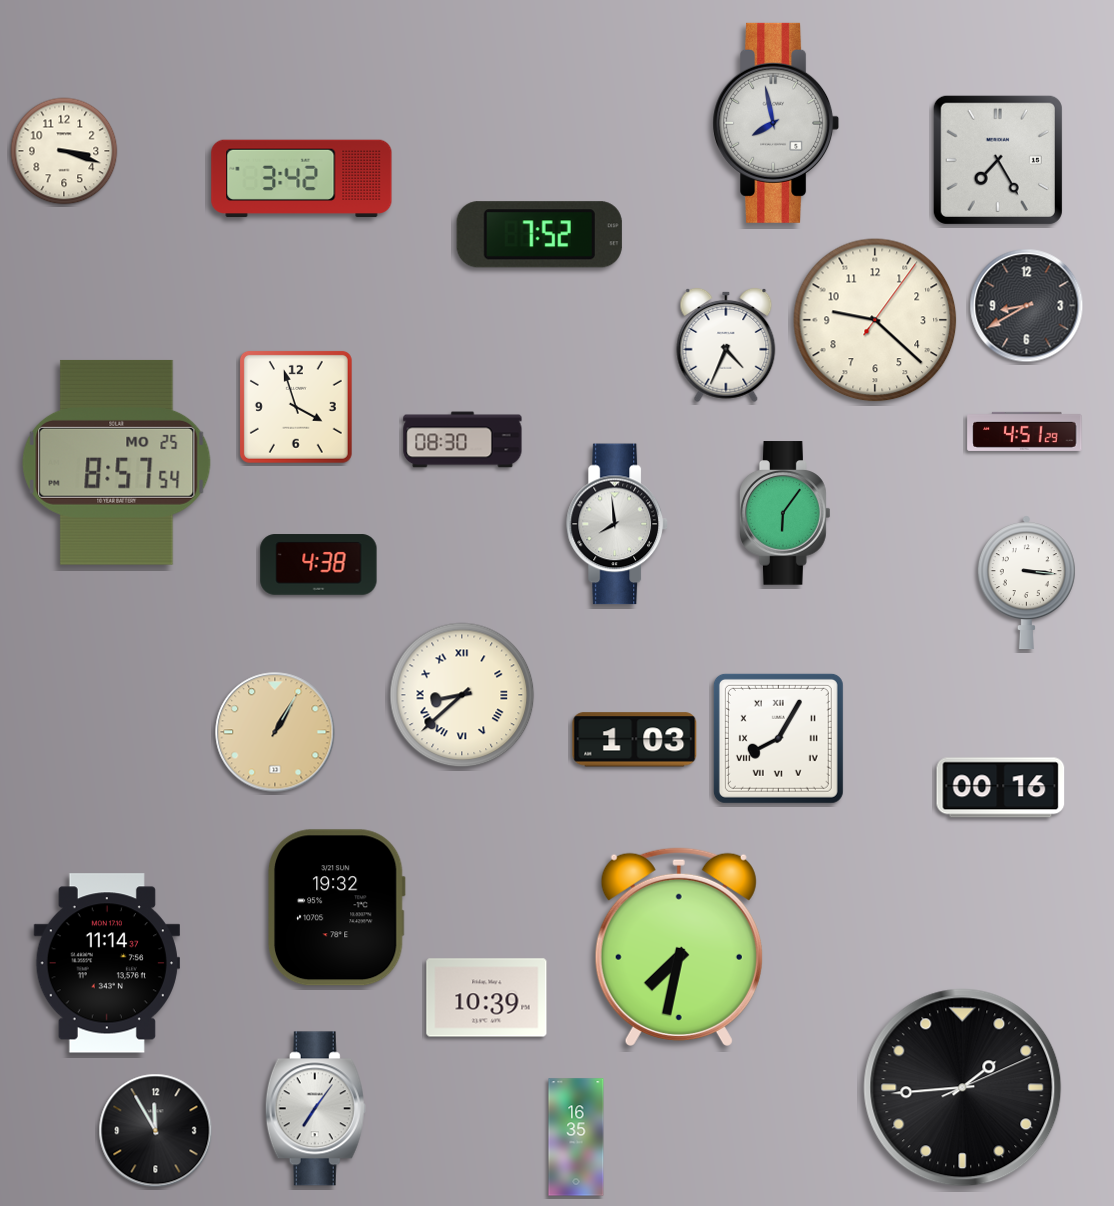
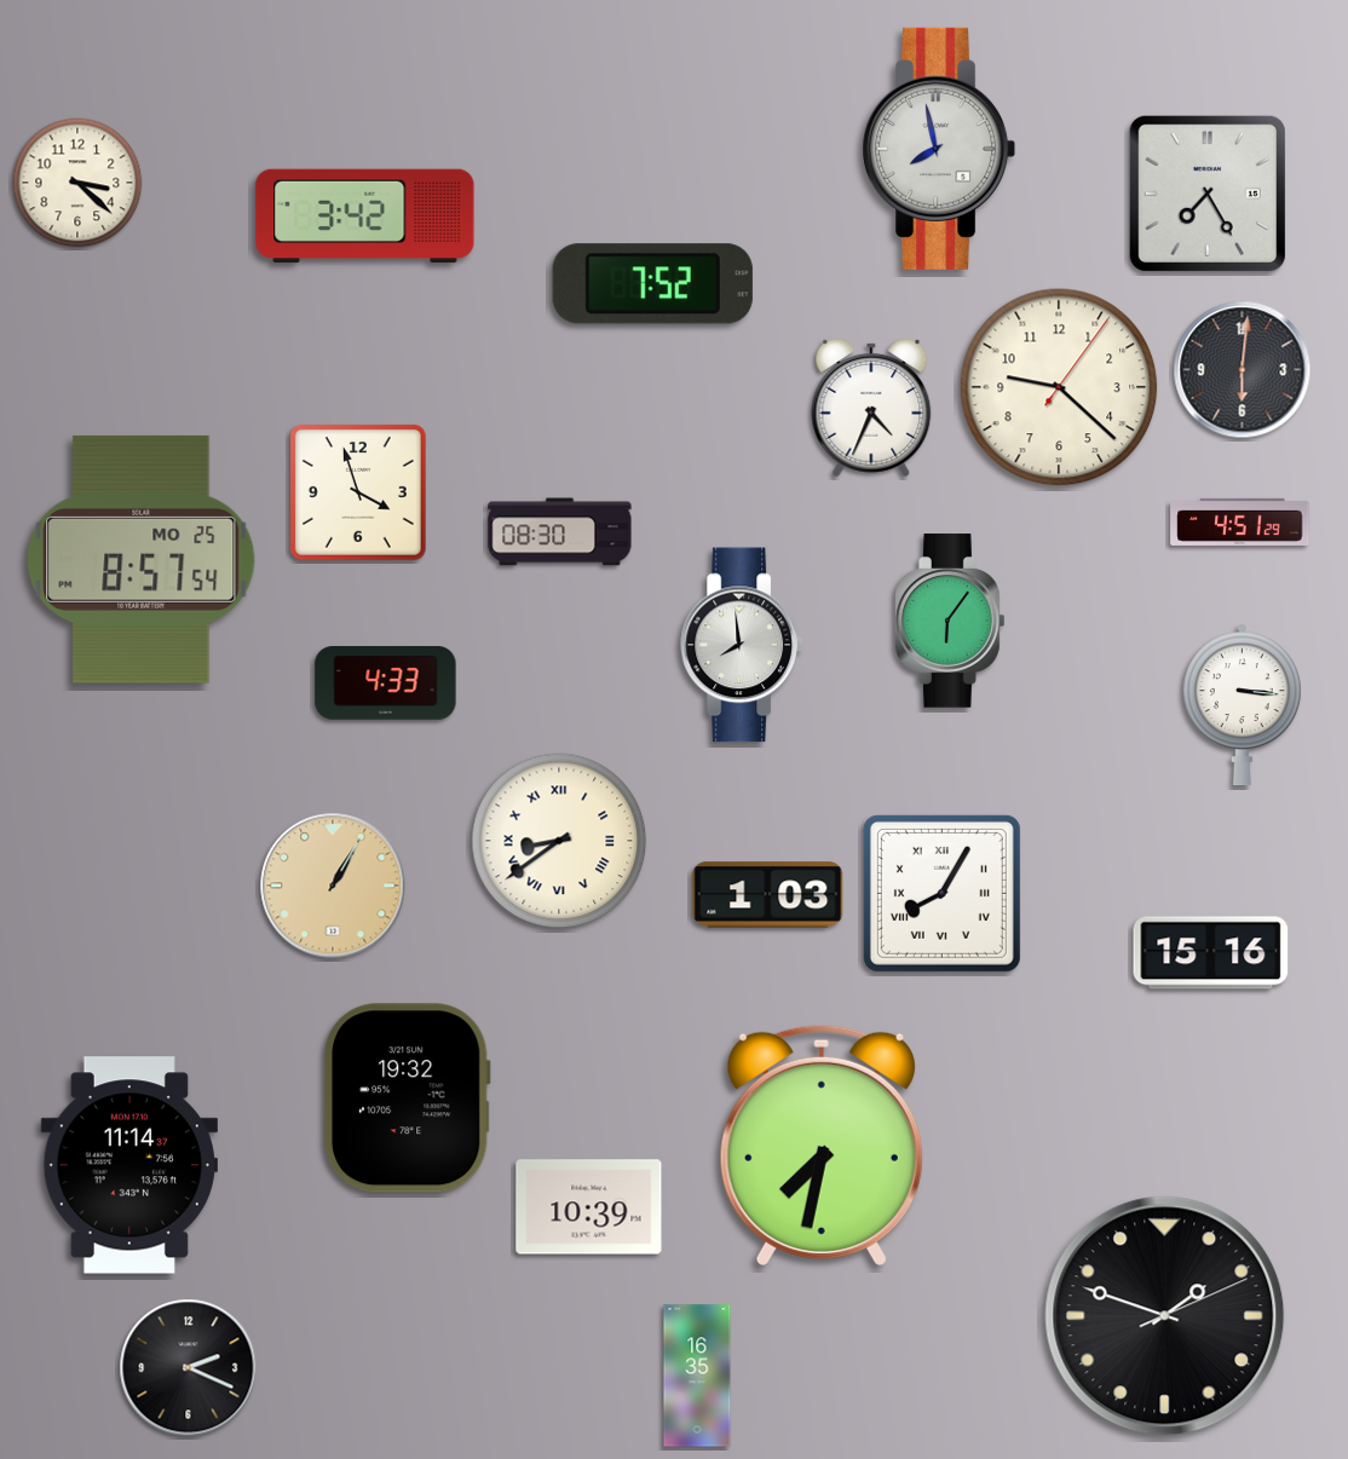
clock at (64, 151): 3:18 -> 3:22
clock at (1027, 306): 8:40 -> 6:01
clock at (726, 345) position: (726, 345) -> (871, 408)
clock at (617, 524) position: (617, 524) -> (742, 645)
clock at (319, 565): 4:38 -> 4:33
clock at (462, 695): 8:38 -> 8:39
clock at (1001, 788): 00:16 -> 15:16
clock at (963, 1088): 1:44 -> 1:48
clock at (315, 1109): 7:06 -> none
clock at (156, 1131): 11:55 -> 2:19
